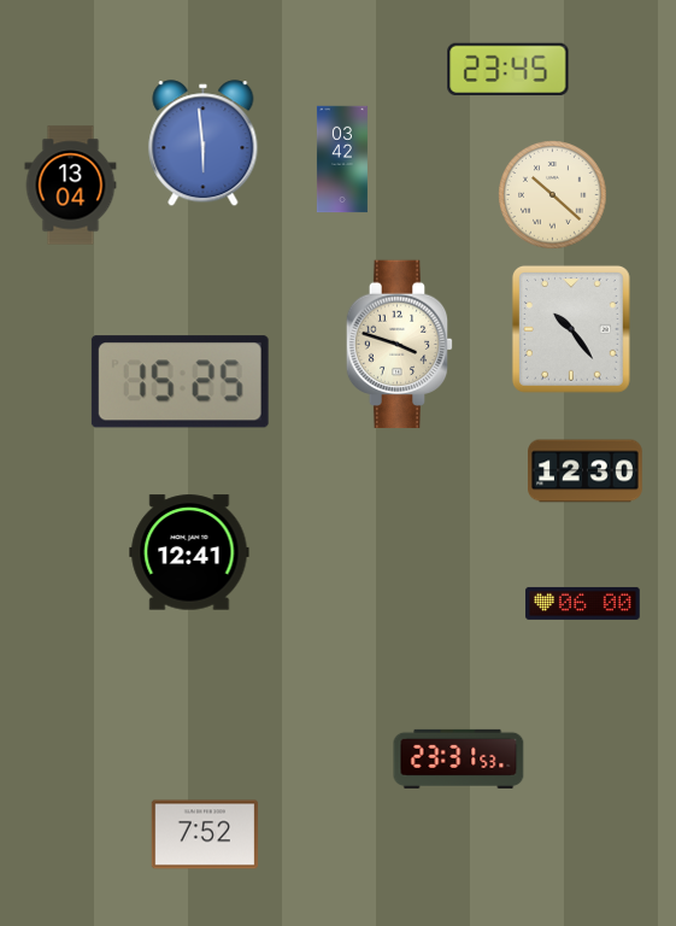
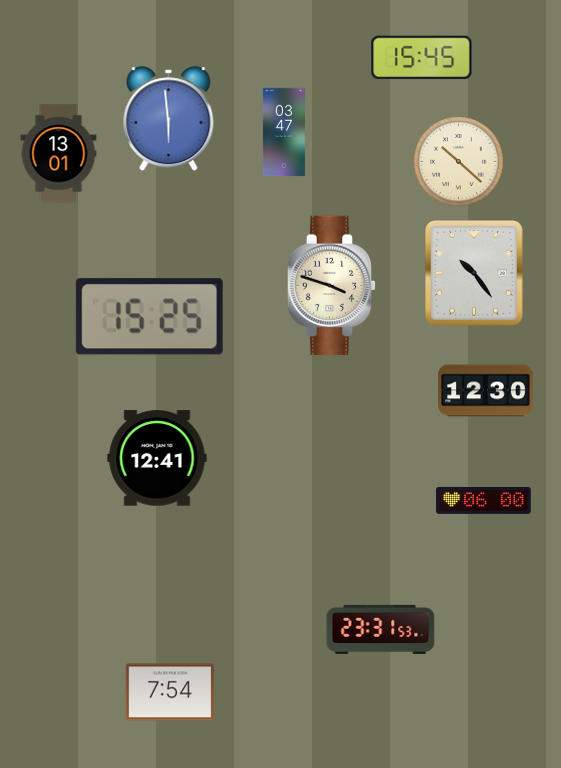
clock at (509, 70): 23:45 -> 15:45
clock at (342, 159): 03:42 -> 03:47
clock at (71, 186): 13:04 -> 13:01
clock at (205, 834): 7:52 -> 7:54
